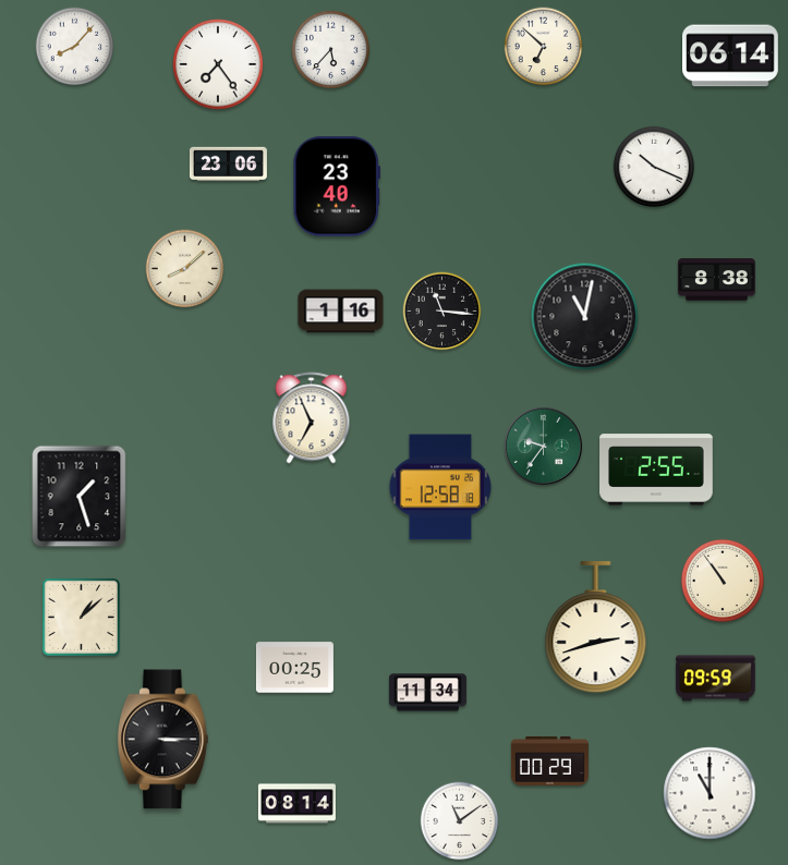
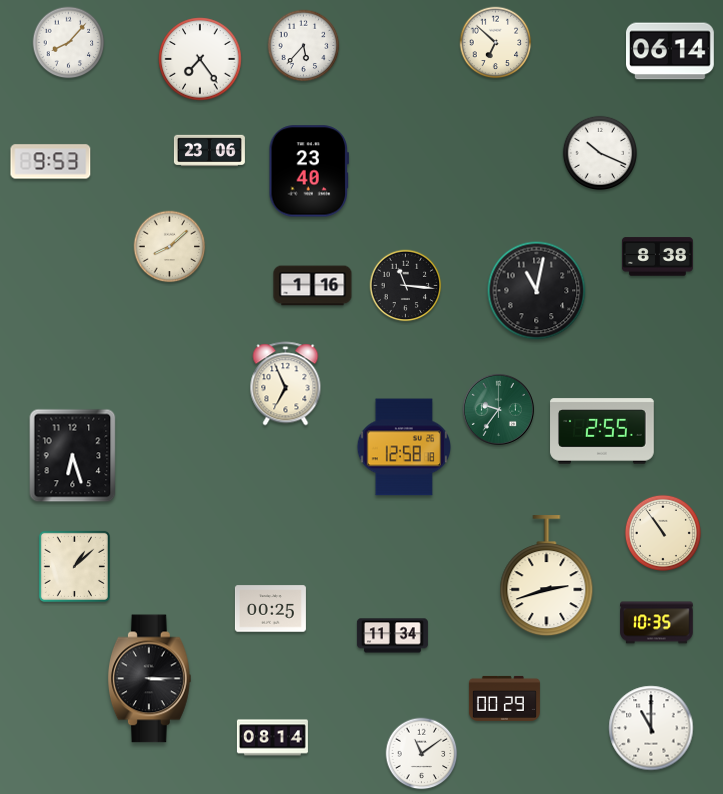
clock at (544, 47) position: (544, 47) -> (496, 43)
clock at (51, 162): none -> 9:53
clock at (80, 497): 1:27 -> 6:27
clock at (294, 668) position: (294, 668) -> (270, 609)
clock at (716, 679): 09:59 -> 10:35
